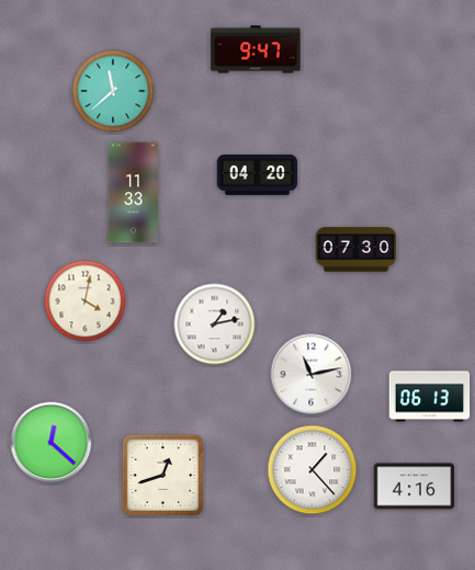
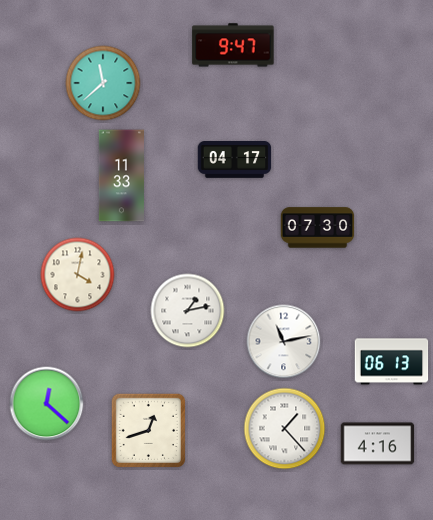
clock at (258, 175): 04:20 -> 04:17
clock at (357, 250) position: (357, 250) -> (318, 228)
clock at (215, 324) position: (215, 324) -> (188, 311)
clock at (162, 475) position: (162, 475) -> (148, 430)
